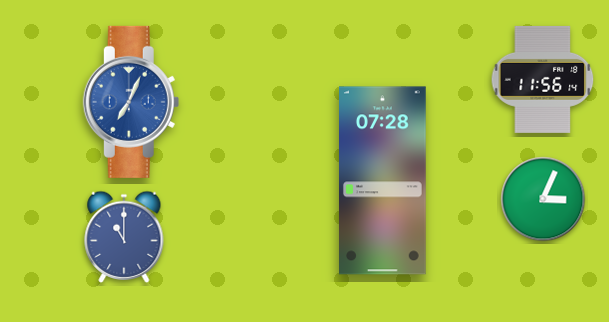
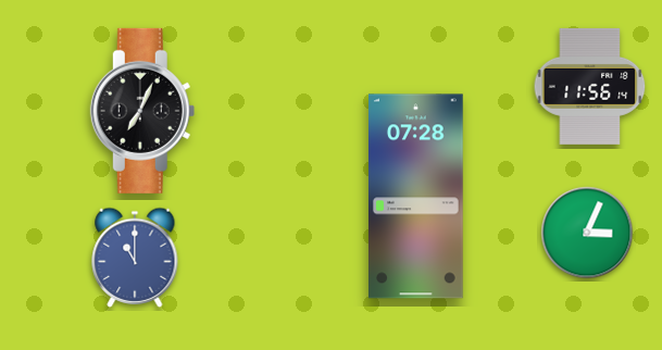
clock at (131, 102) dial: blue -> black
clock at (543, 199) position: (543, 199) -> (587, 233)
